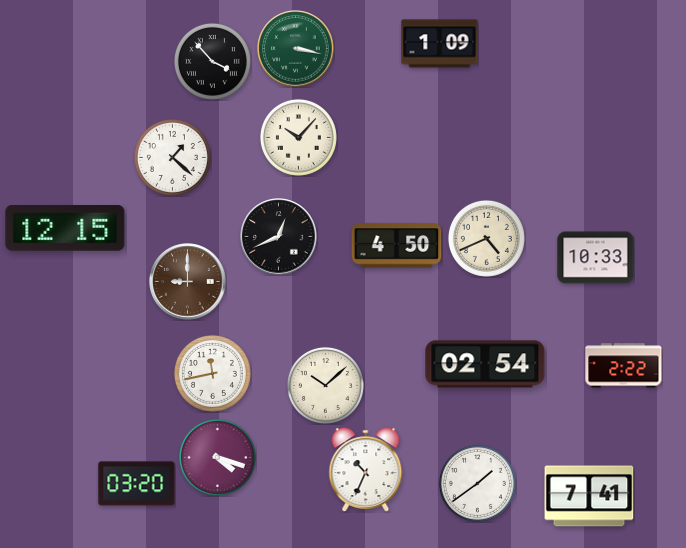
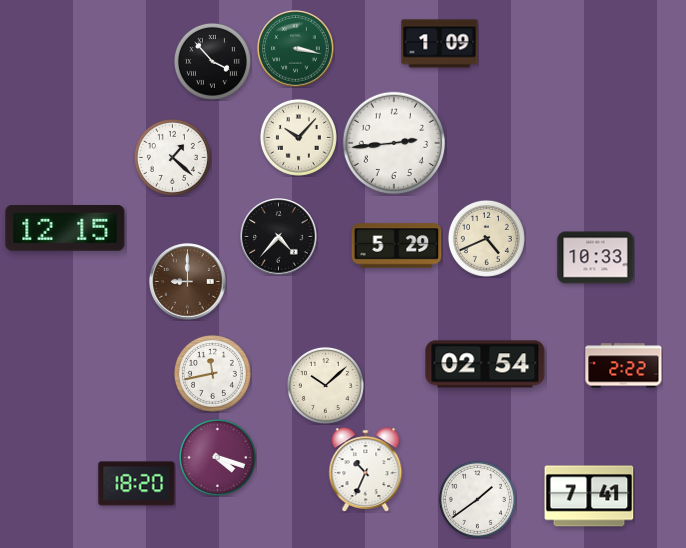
clock at (394, 143): none -> 2:44
clock at (279, 237): 12:41 -> 4:37
clock at (397, 246): 4:50 -> 5:29
clock at (477, 483) position: (477, 483) -> (477, 499)
clock at (137, 484): 03:20 -> 18:20
